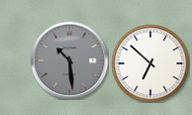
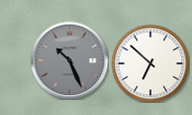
clock at (69, 60): 10:29 -> 10:26
